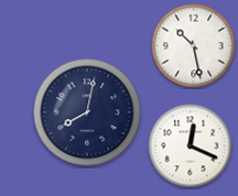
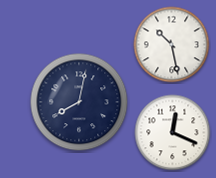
clock at (194, 46) position: (194, 46) -> (172, 45)
